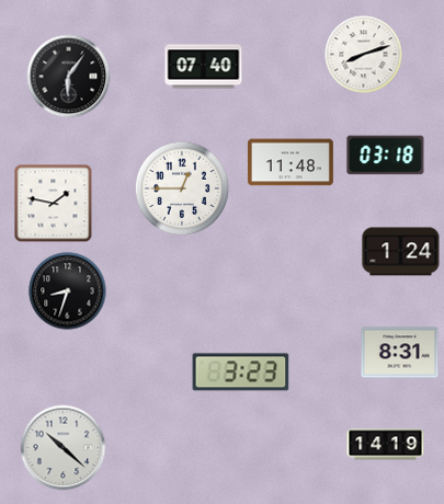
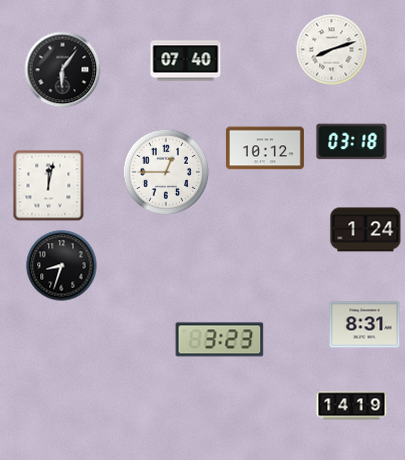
clock at (291, 162): 11:48 -> 10:12
clock at (54, 204): 1:47 -> 12:02
clock at (400, 353) position: (400, 353) -> (365, 325)
clock at (64, 448): 10:22 -> none
